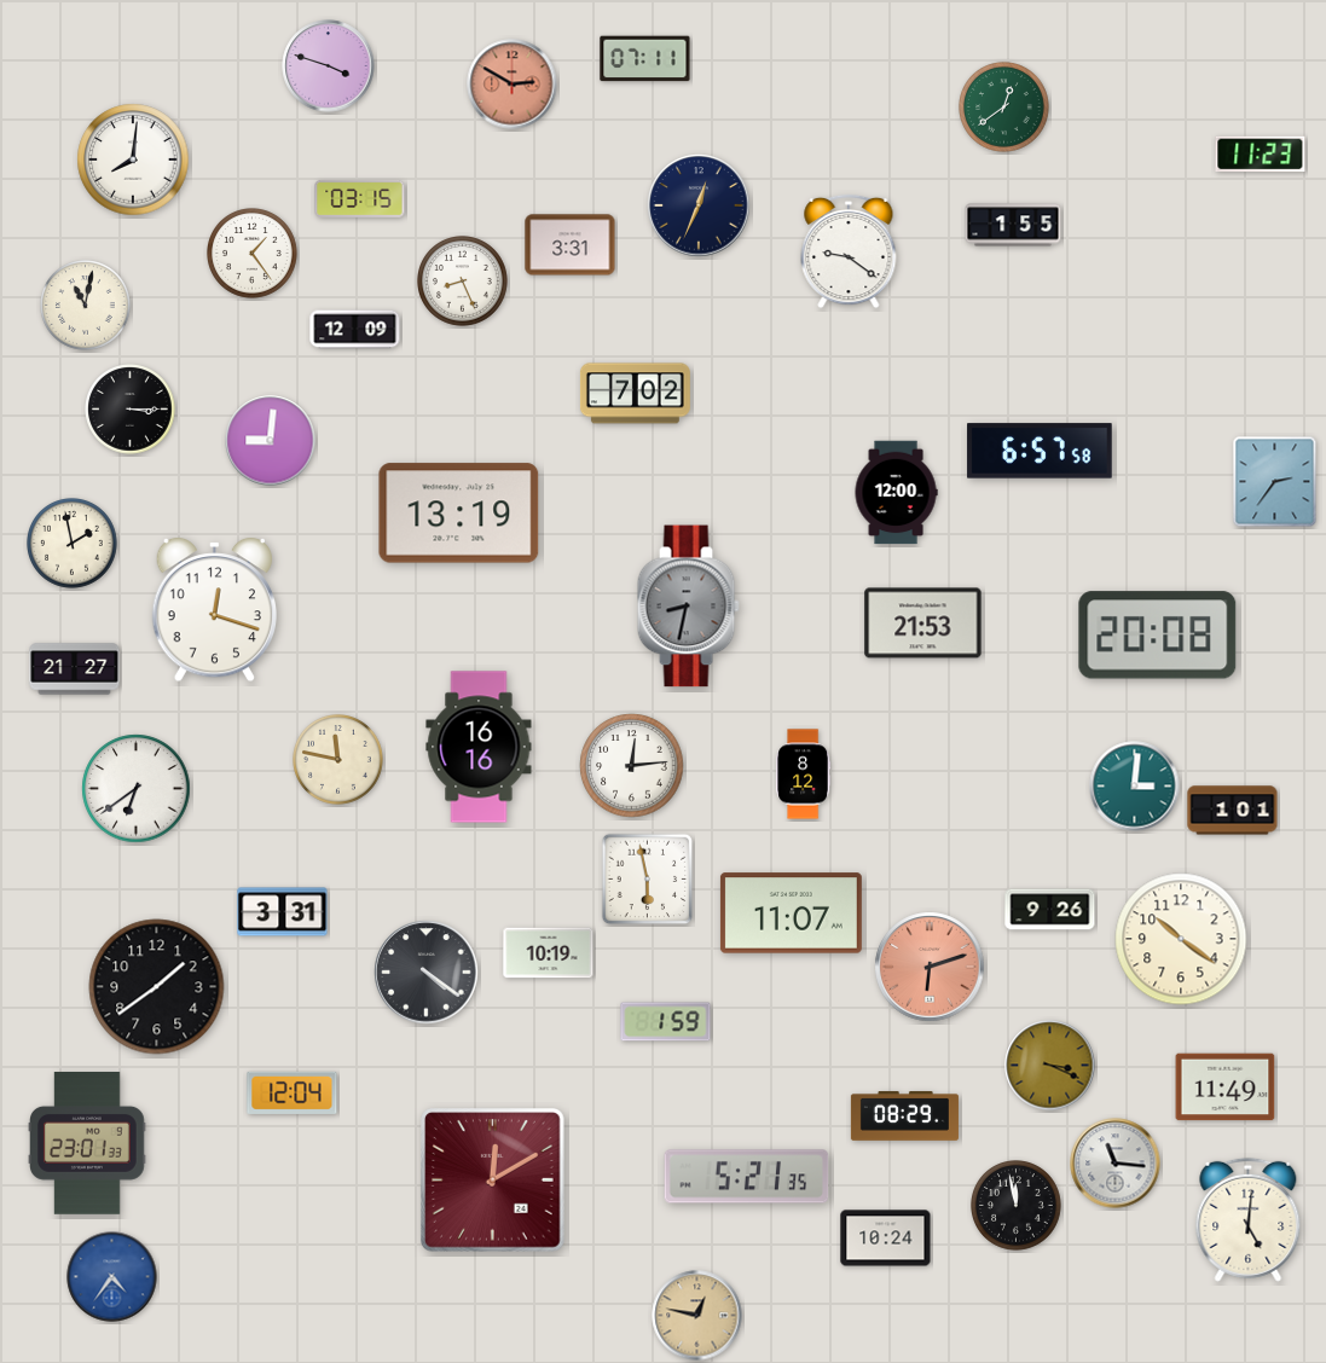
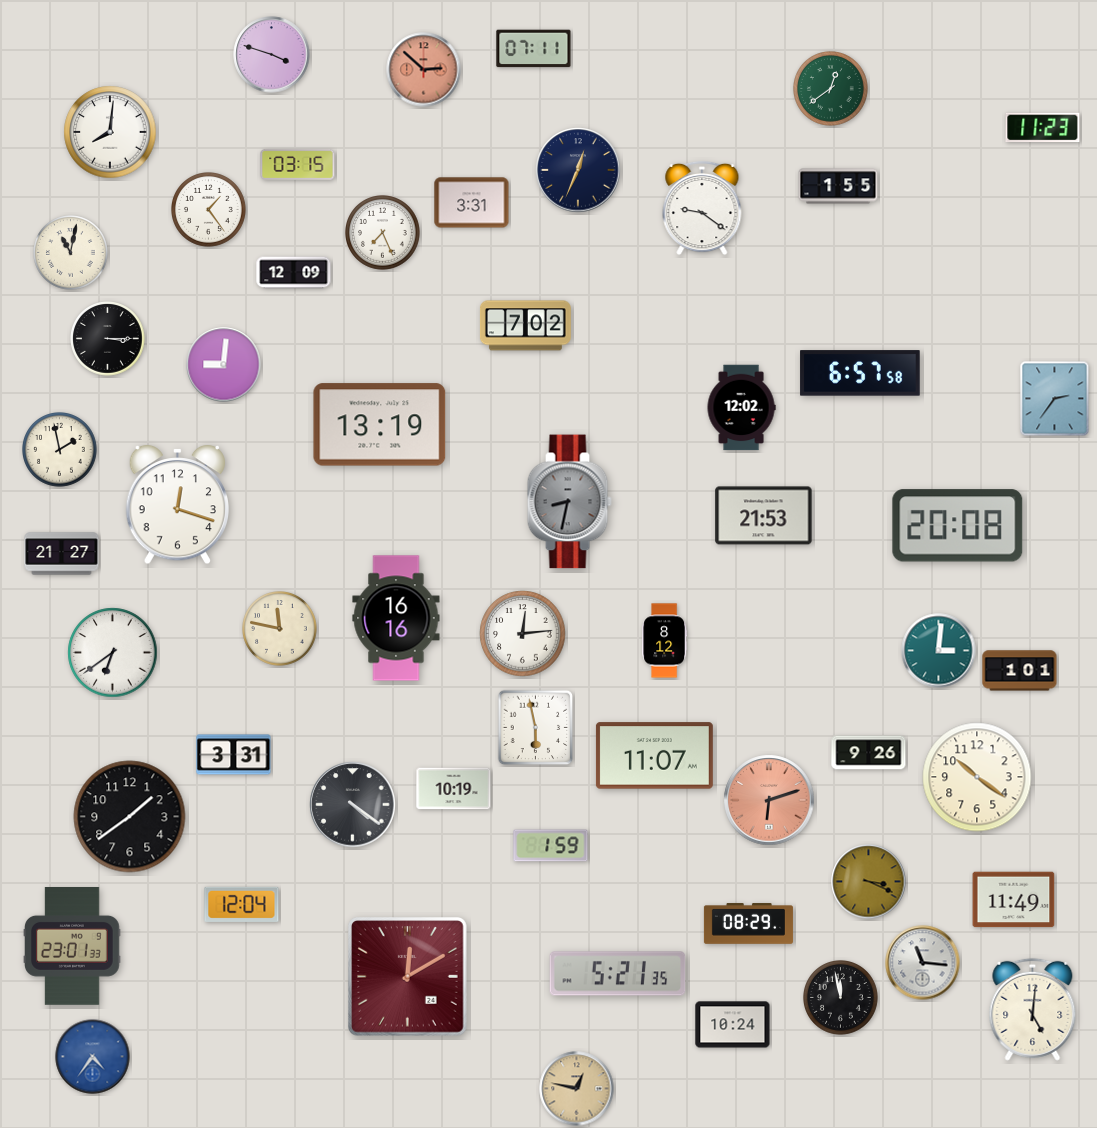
clock at (513, 85): 2:50 -> 2:52
clock at (463, 282): 8:26 -> 7:26
clock at (896, 493): 12:00 -> 12:02
